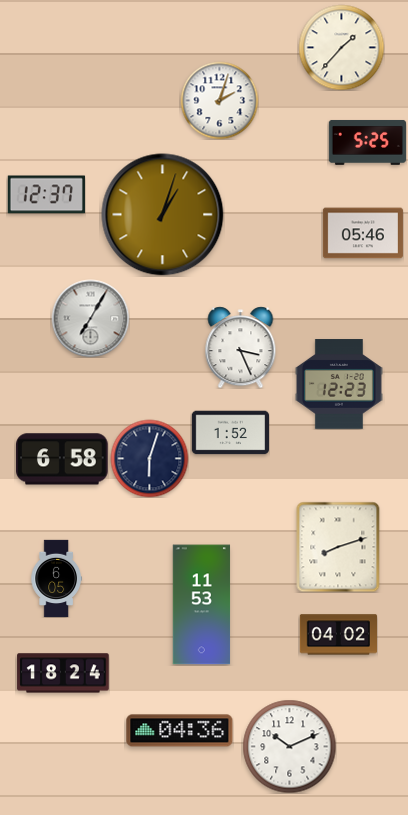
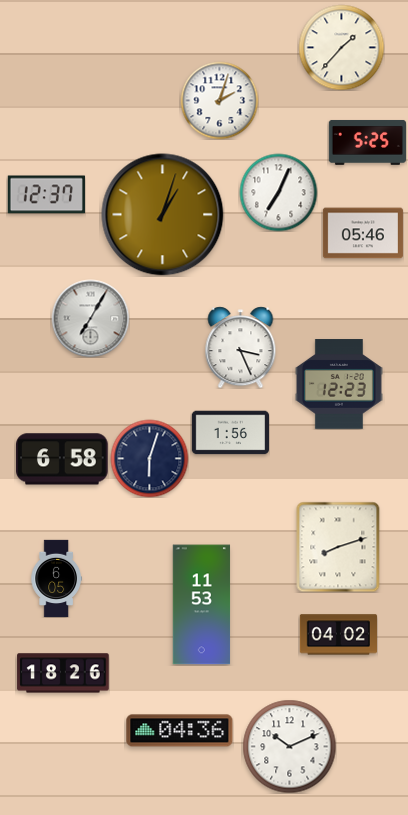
clock at (278, 192): none -> 7:04
clock at (230, 433): 1:52 -> 1:56
clock at (63, 673): 18:24 -> 18:26
